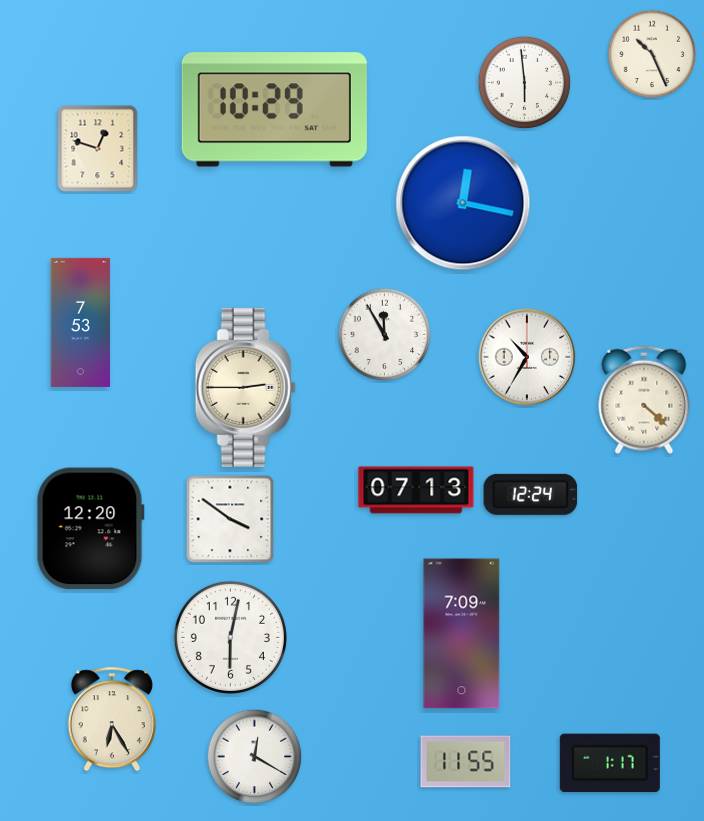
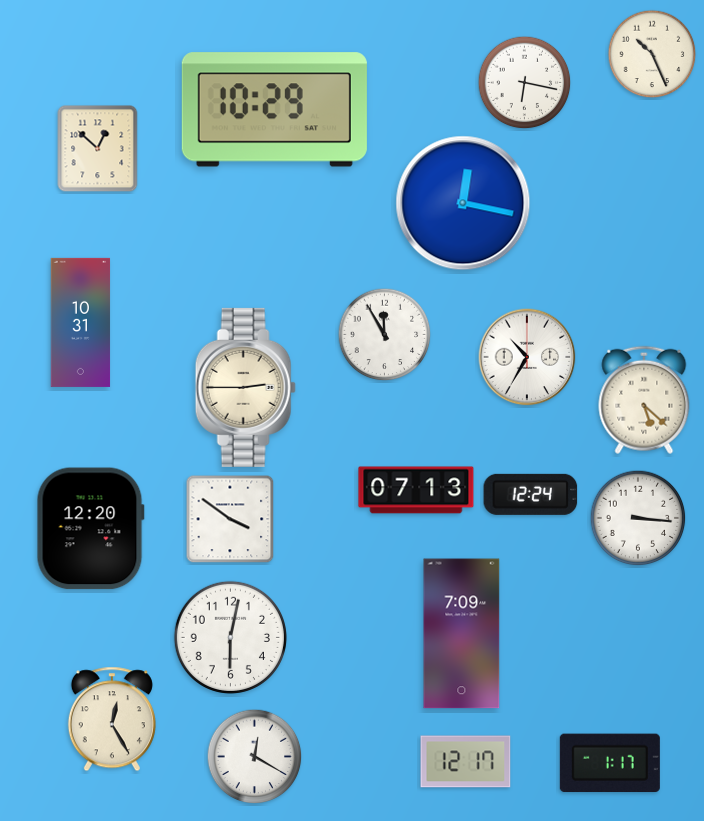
clock at (525, 83): 5:59 -> 6:17
clock at (98, 149): 12:48 -> 12:52
clock at (81, 322): 7:53 -> 10:31
clock at (644, 400): 4:22 -> 5:22
clock at (638, 518): none -> 3:16
clock at (112, 719): 6:25 -> 12:25
clock at (466, 762): 11:55 -> 12:17
